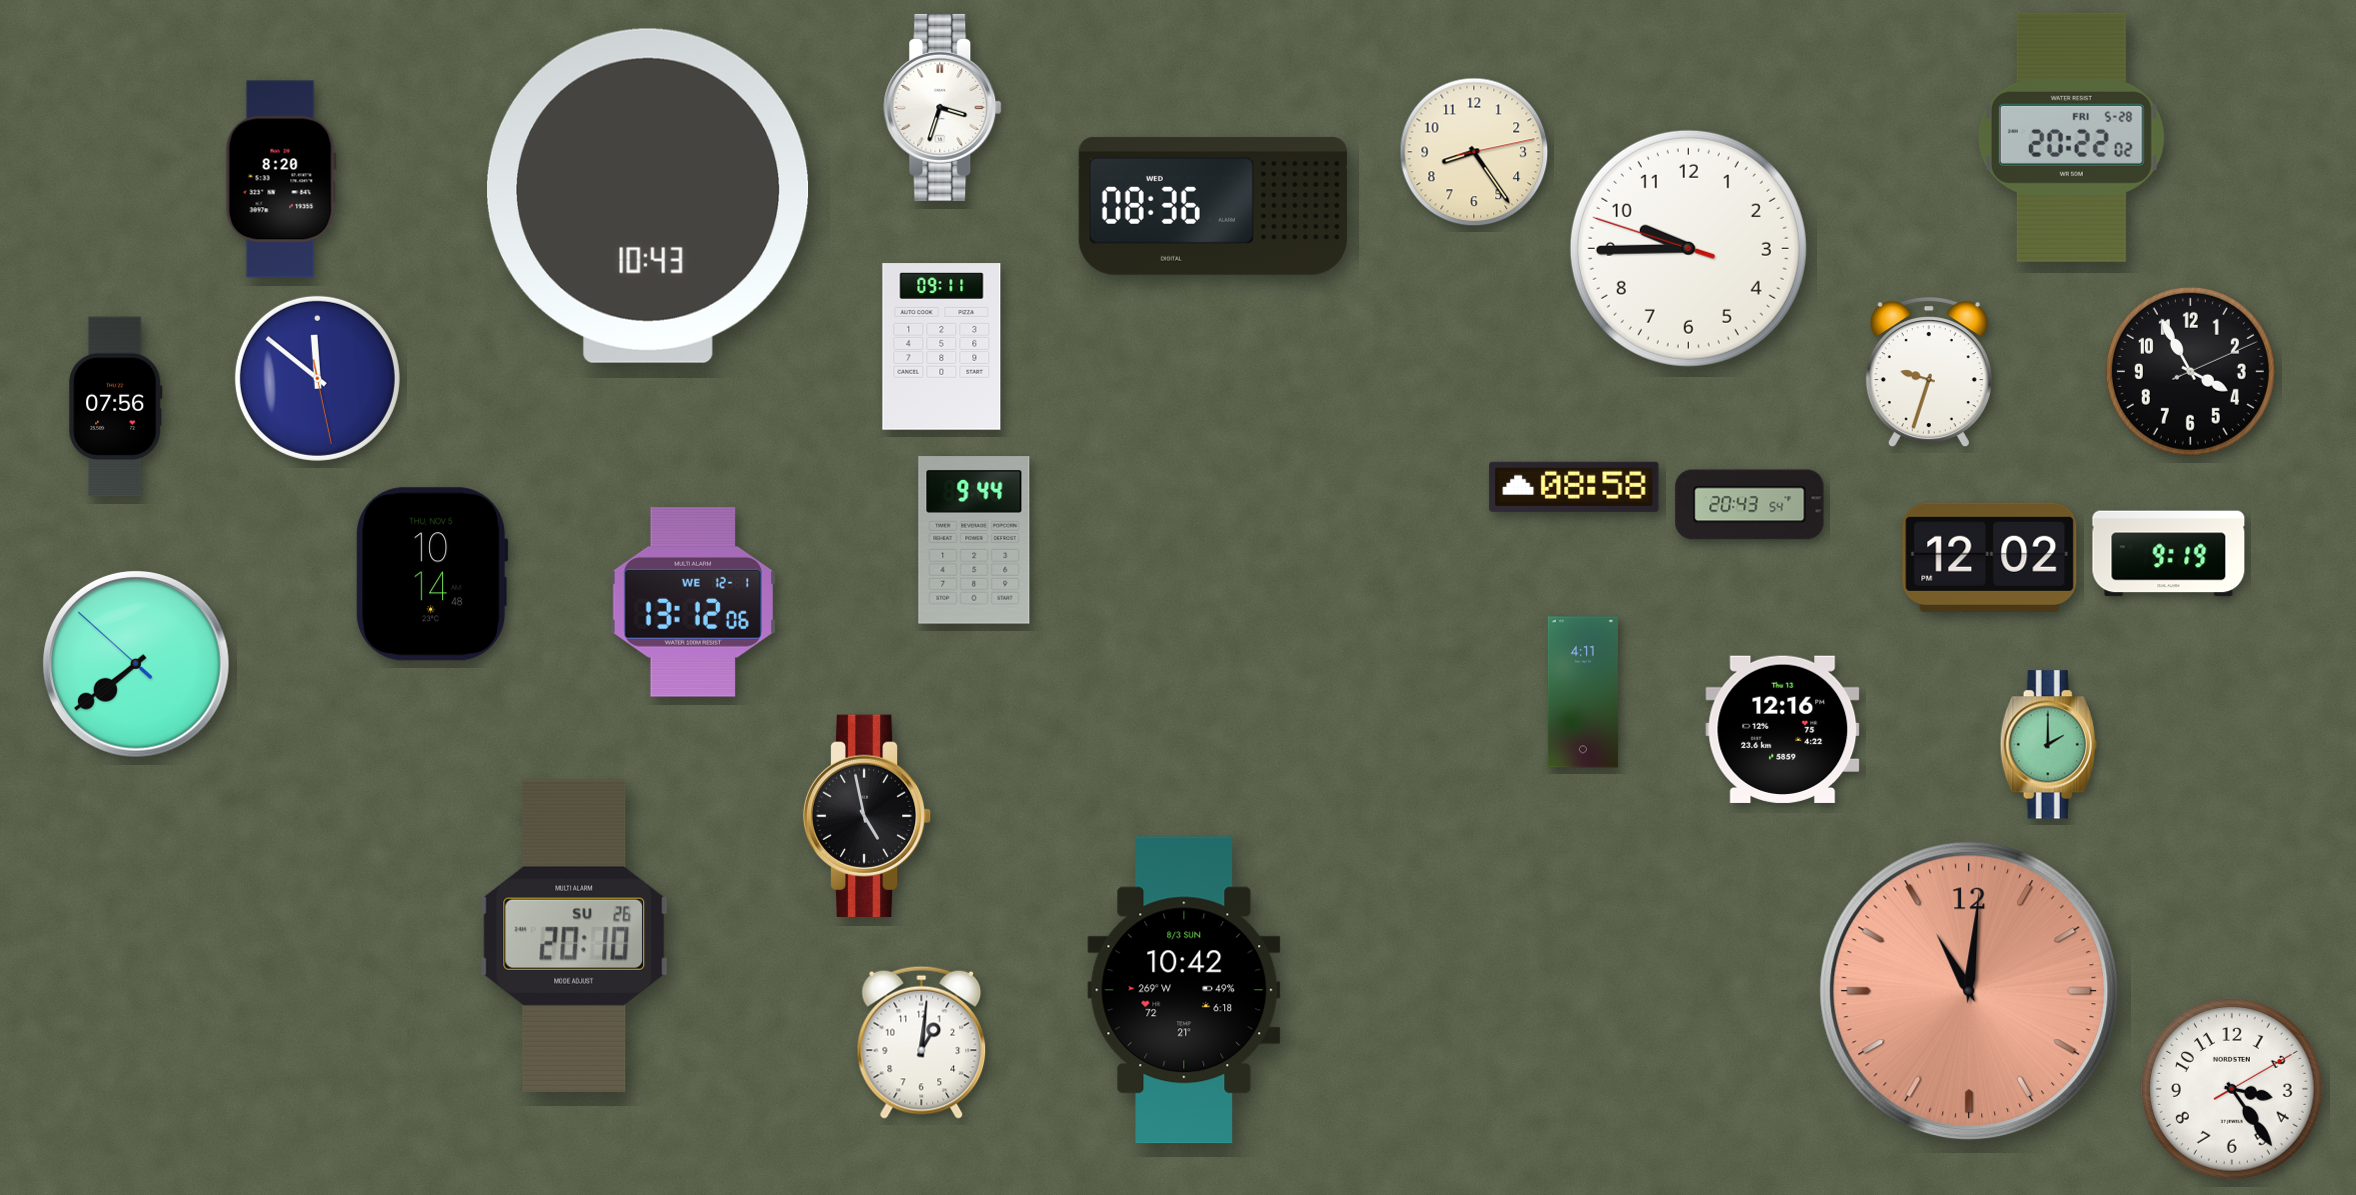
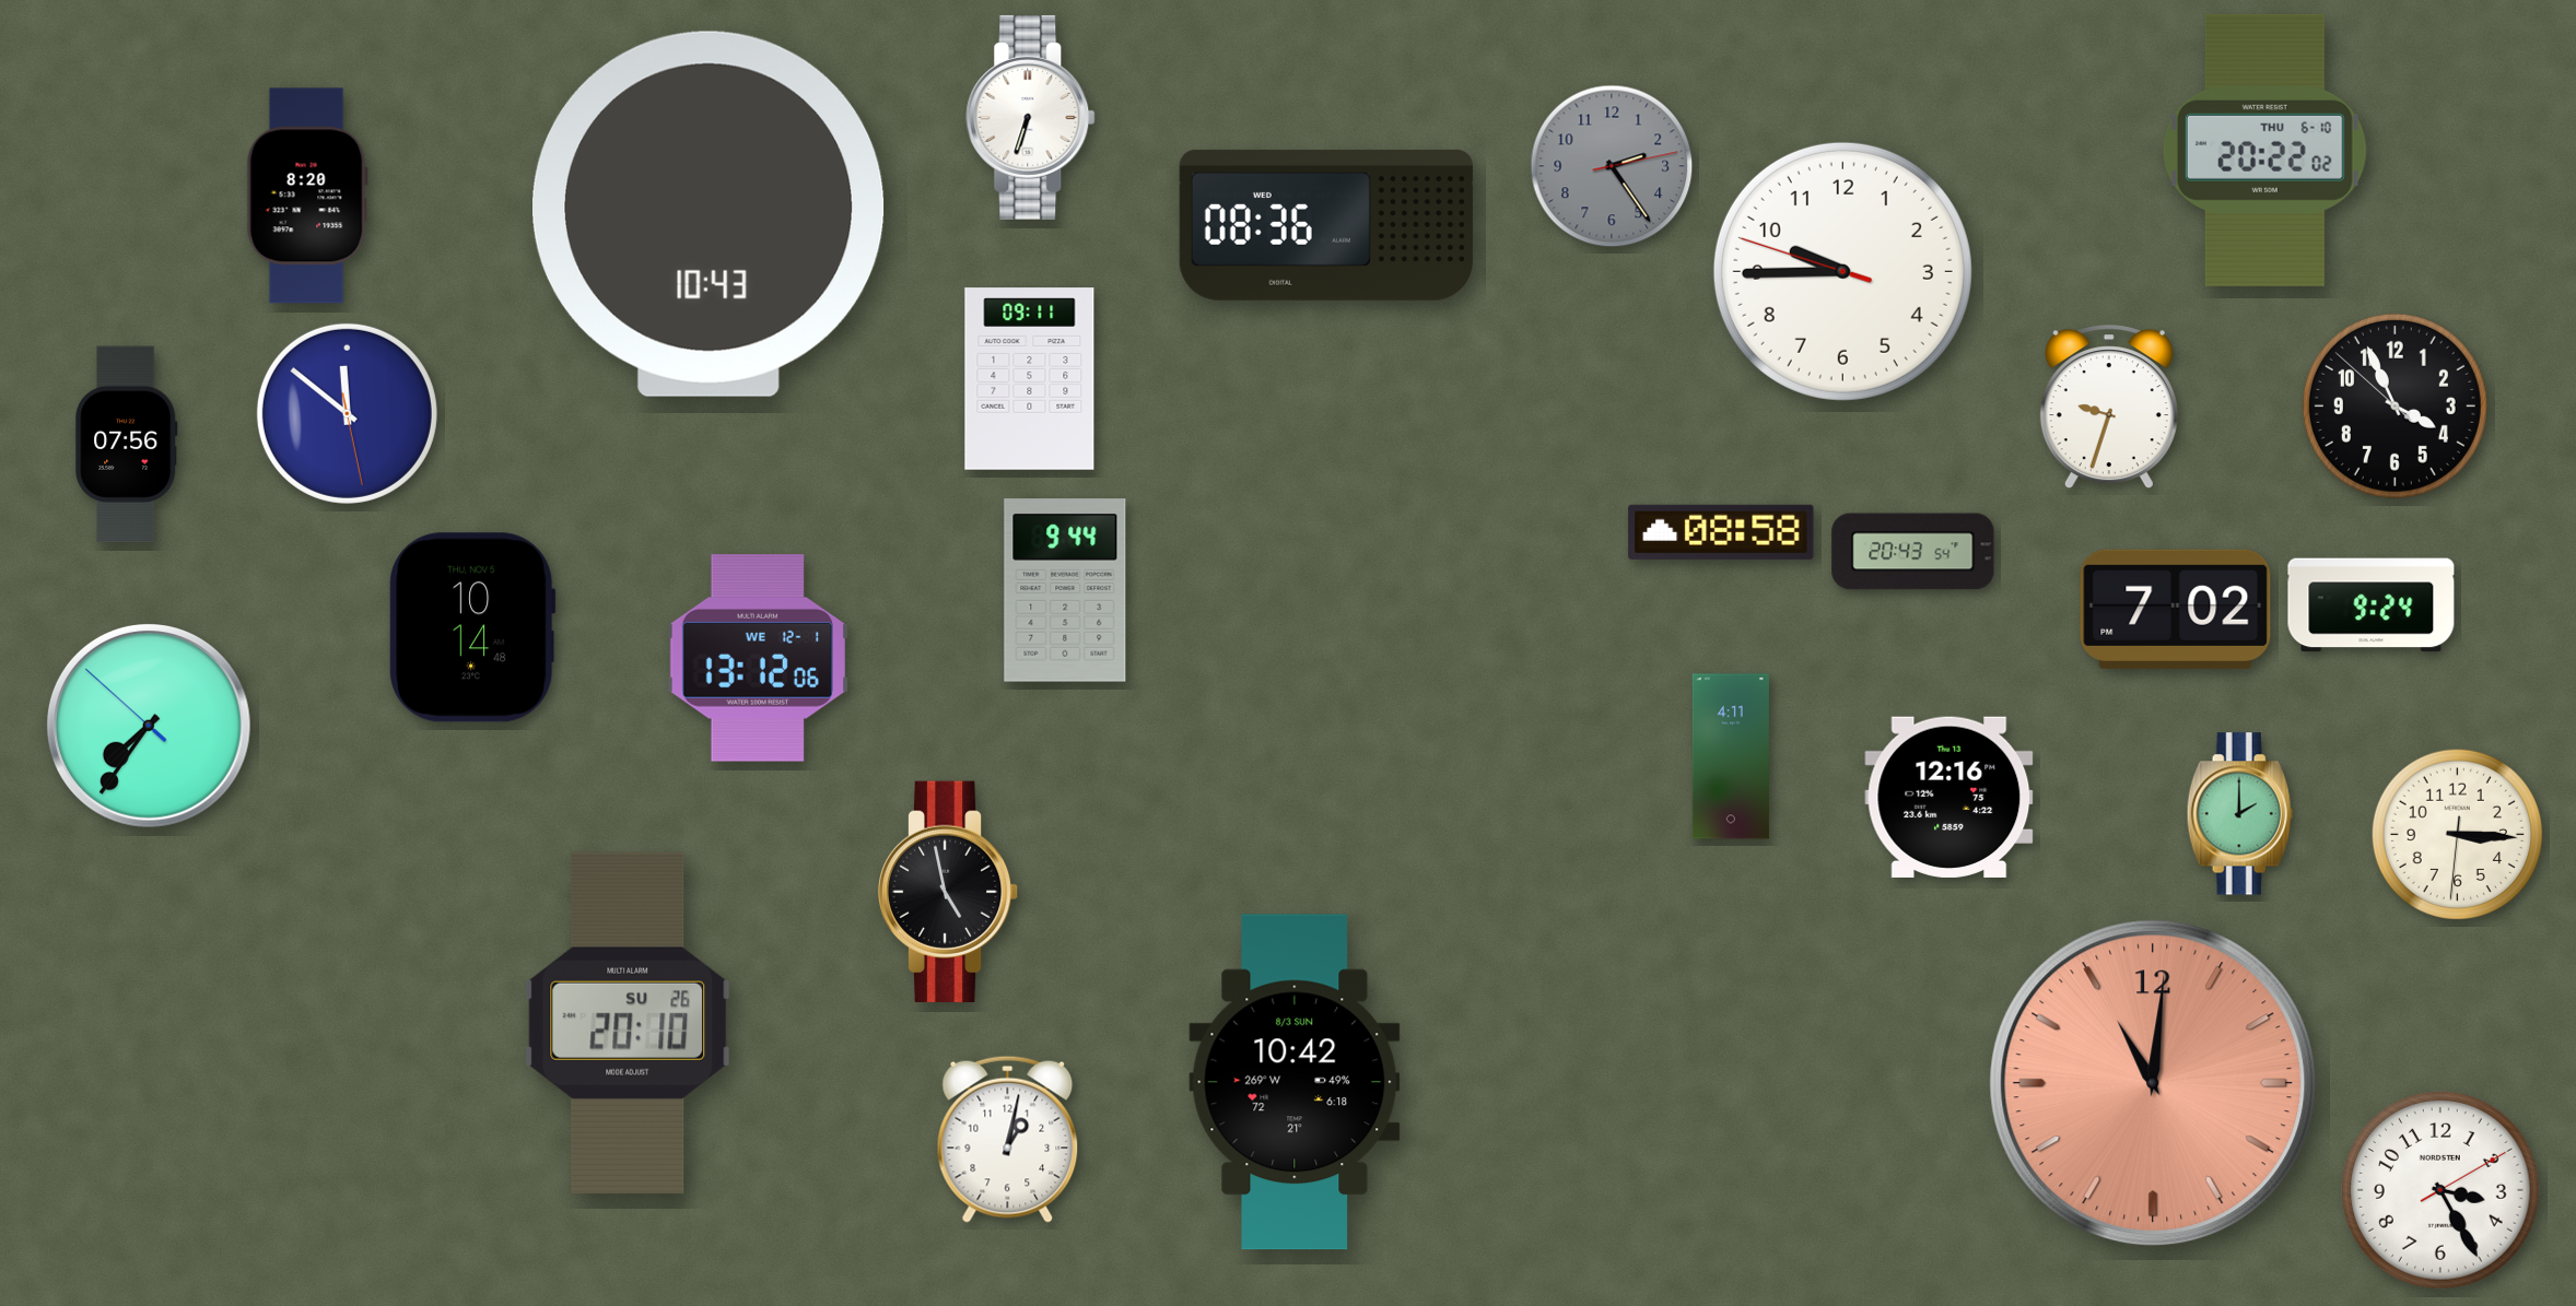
clock at (943, 107): 3:33 -> 6:33
clock at (2071, 137) date: FRI 5-28 -> THU 6-10
clock at (1474, 152): 8:24 -> 2:24
clock at (1474, 152) dial: cream -> grey
clock at (1688, 248) position: (1688, 248) -> (1842, 271)
clock at (2190, 371): 3:55:11 -> 3:55:52
clock at (2169, 554): 9:19 -> 9:24
clock at (1990, 557): 12:02 -> 7:02
clock at (137, 665): 7:38 -> 7:35
clock at (2457, 834): none -> 3:15
clock at (922, 1042): 1:01 -> 1:02
clock at (2233, 1090): 3:24 -> 3:25
